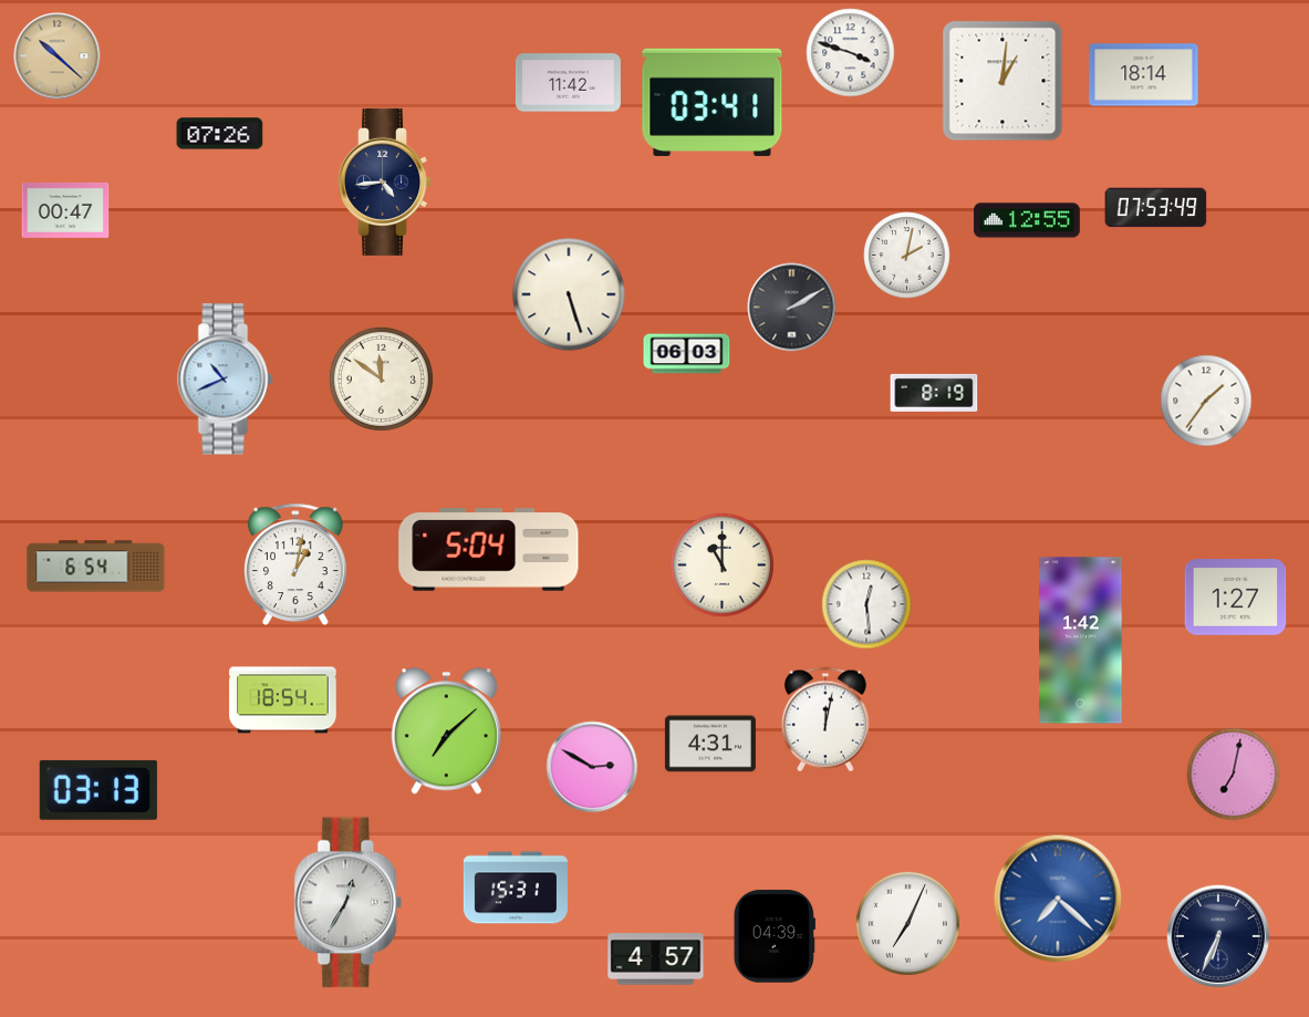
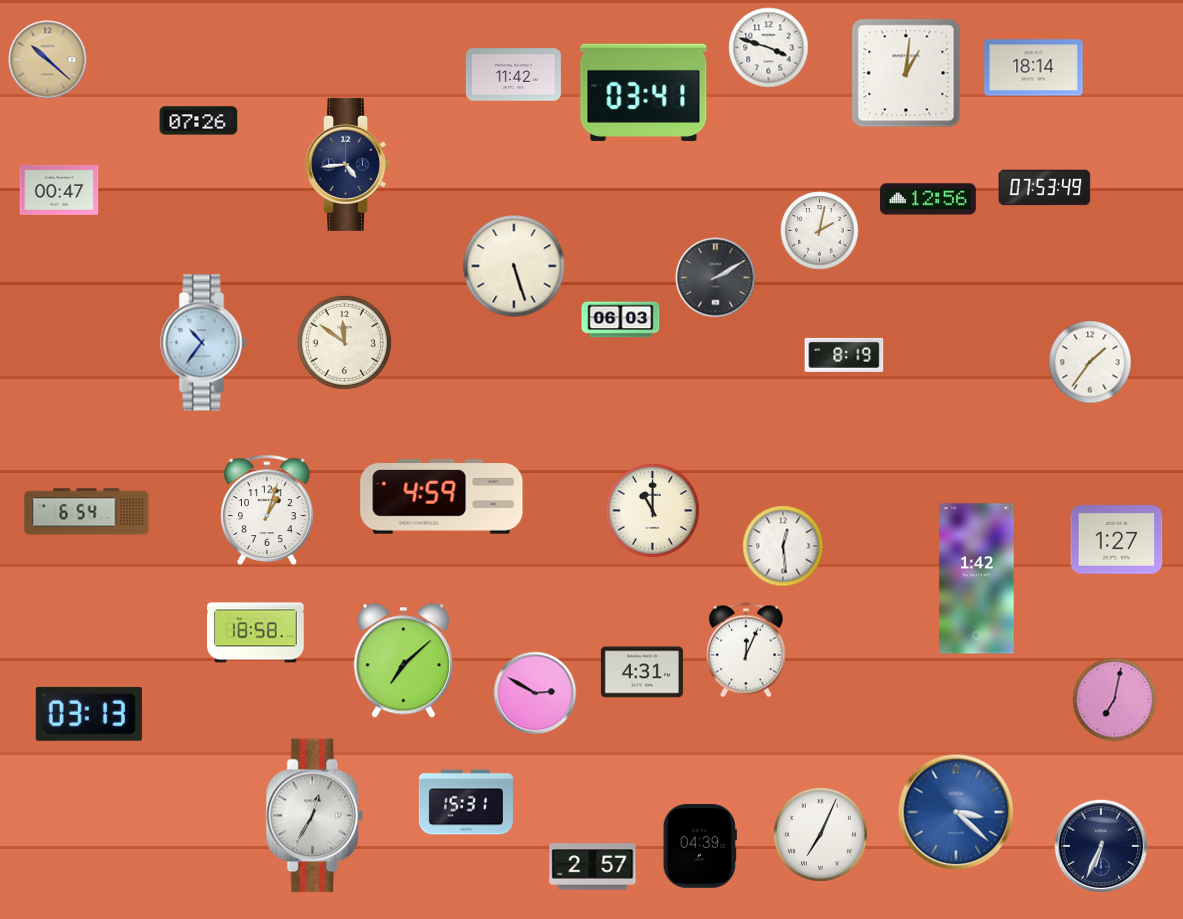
clock at (58, 56) position: (58, 56) -> (48, 60)
clock at (1028, 220): 12:55 -> 12:56
clock at (226, 380): 10:41 -> 10:36
clock at (489, 550): 5:04 -> 4:59
clock at (297, 564): 1:02 -> 1:03
clock at (283, 701): 18:54 -> 18:58
clock at (825, 719): 12:02 -> 12:04
clock at (1058, 899): 7:22 -> 3:22
clock at (656, 959): 4:57 -> 2:57
